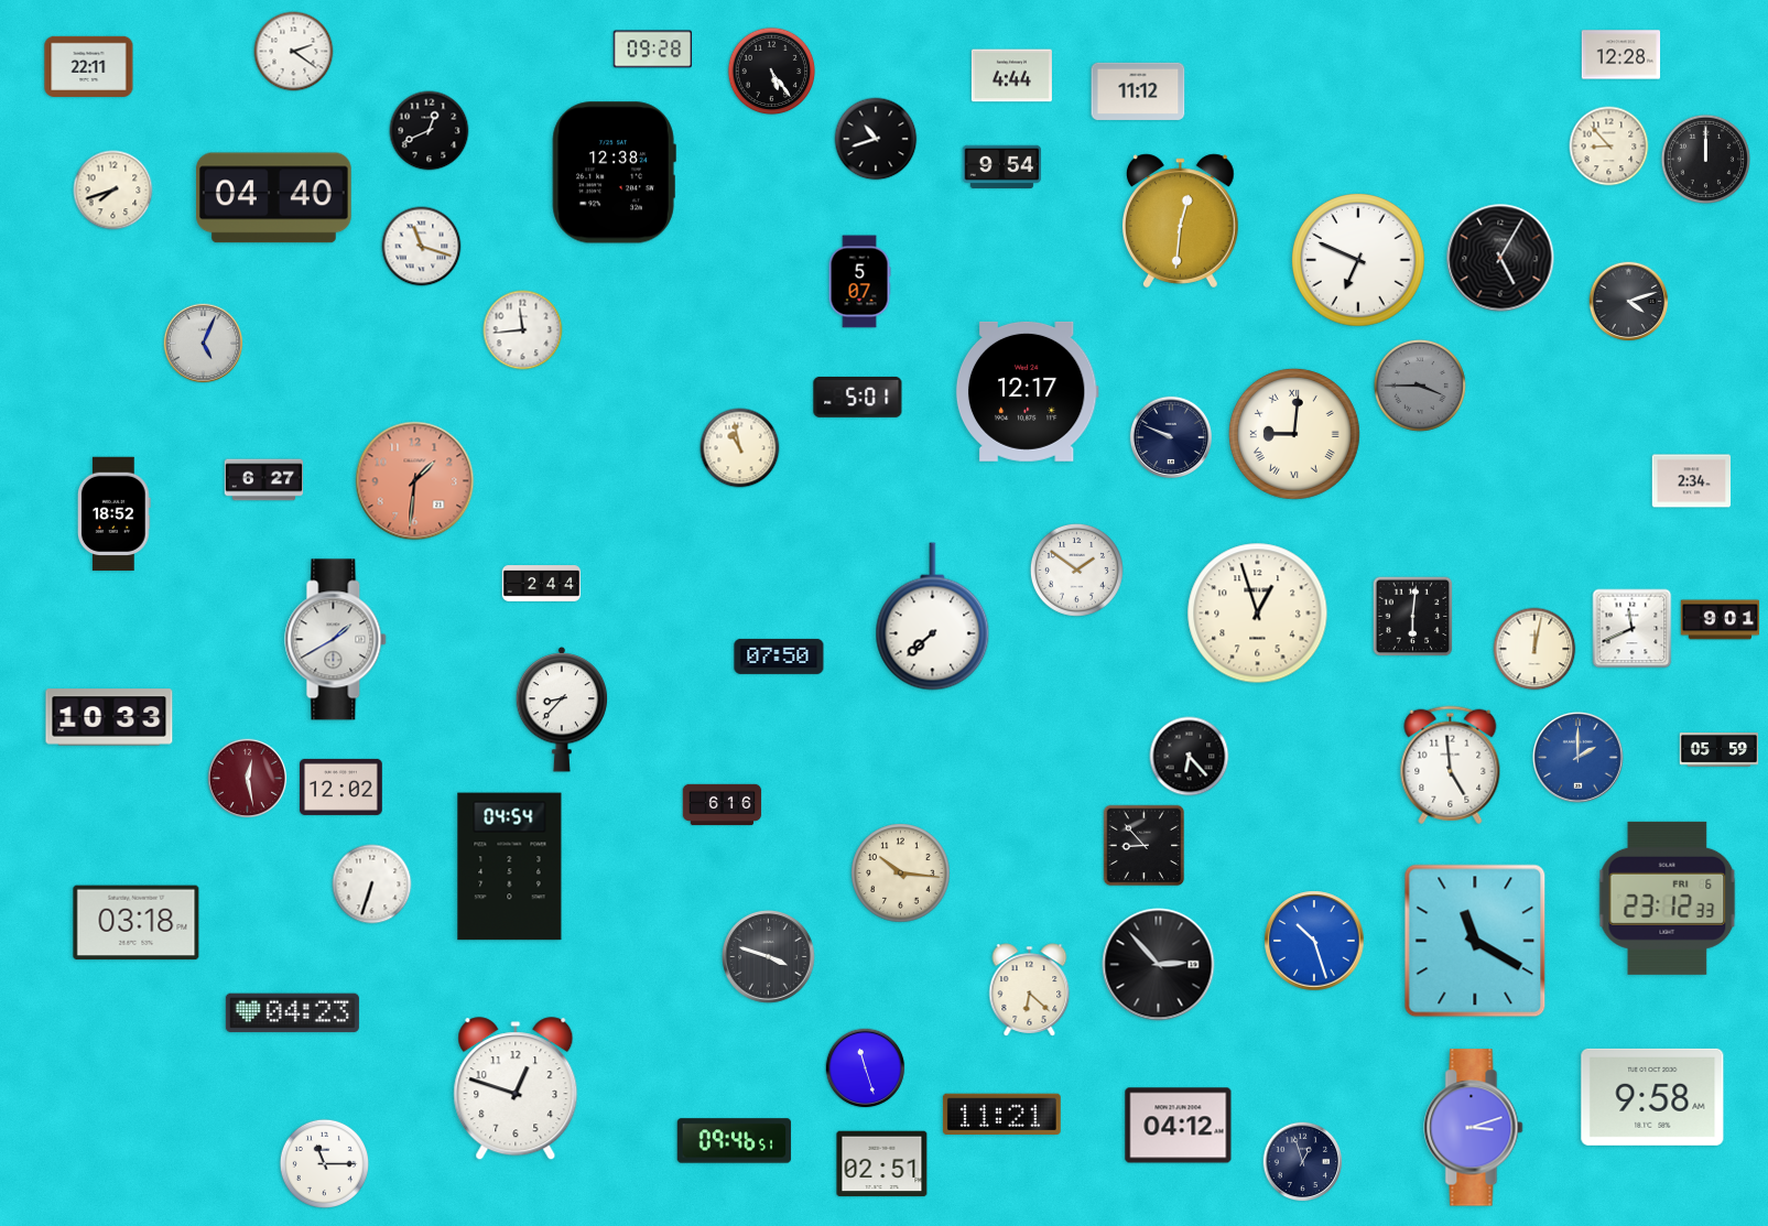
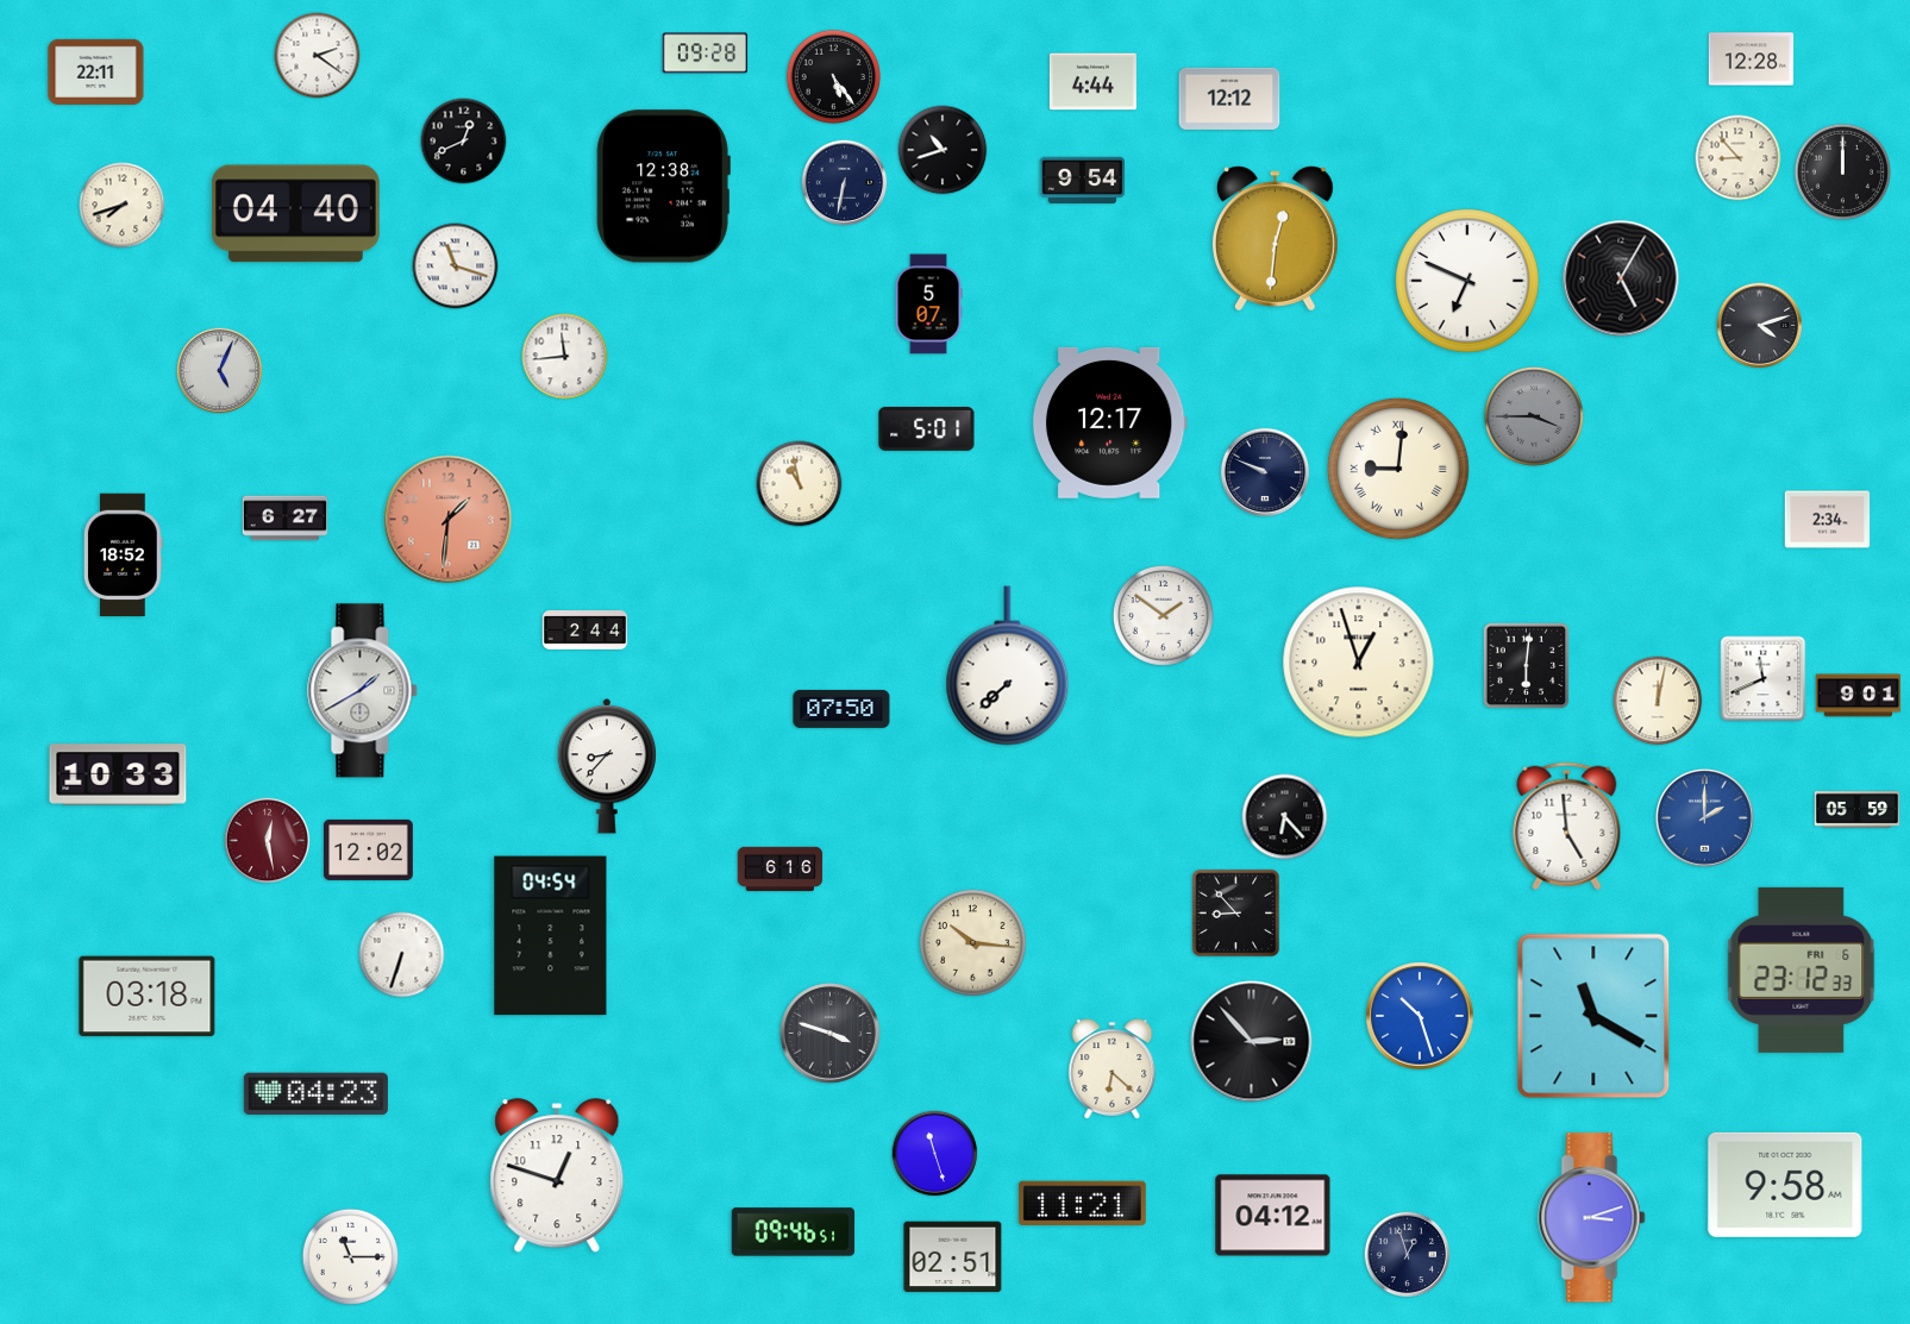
clock at (1138, 91): 11:12 -> 12:12
clock at (876, 139) position: (876, 139) -> (943, 150)
clock at (845, 183): none -> 6:32
clock at (1721, 620) position: (1721, 620) -> (1859, 696)
